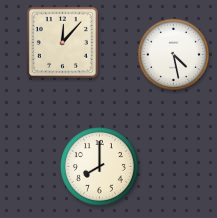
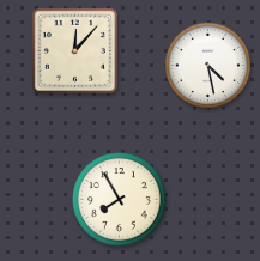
clock at (100, 167): 8:00 -> 7:55
